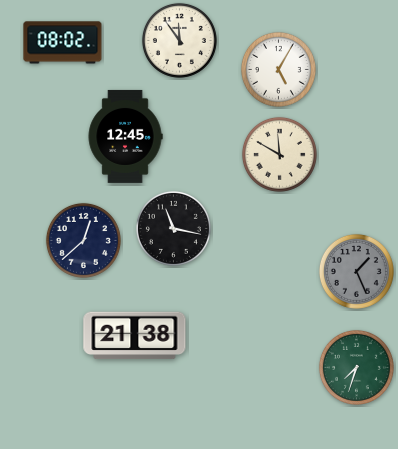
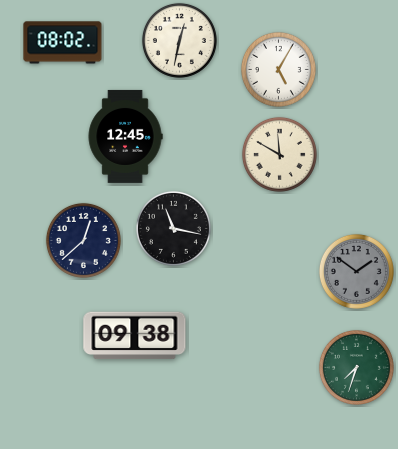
clock at (179, 40): 11:54 -> 12:32
clock at (356, 271): 1:26 -> 1:51
clock at (135, 336): 21:38 -> 09:38
